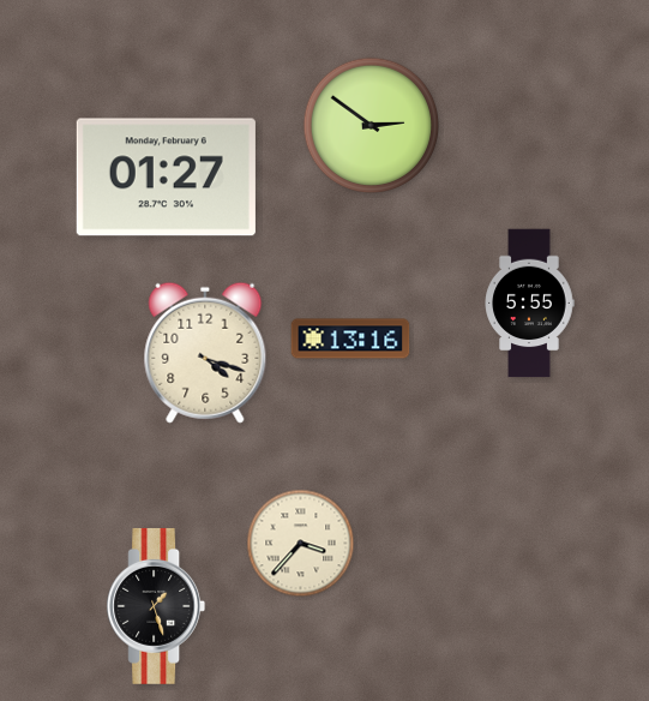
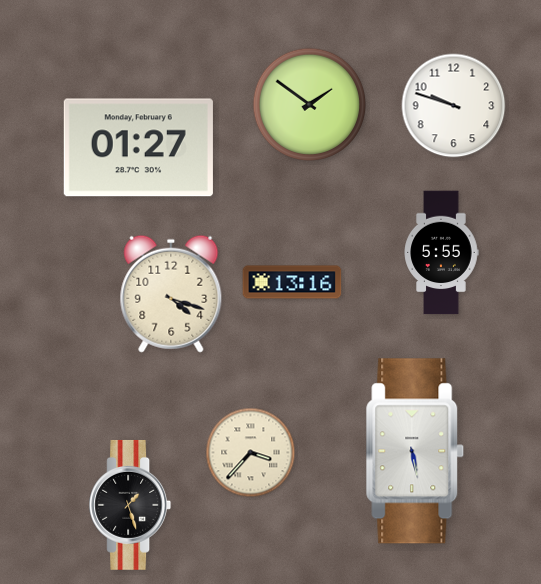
clock at (372, 126): 2:51 -> 1:51
clock at (454, 106): none -> 9:48
clock at (415, 451): none -> 5:28
